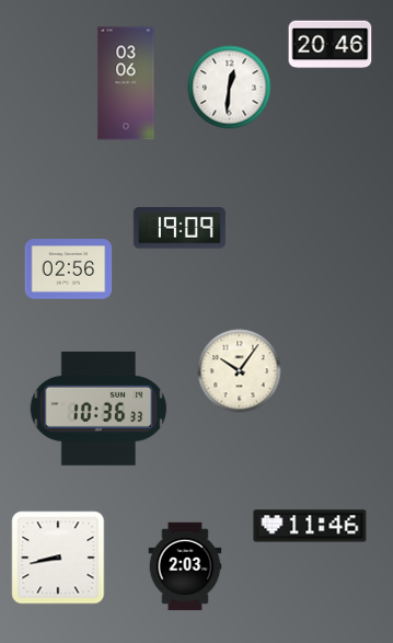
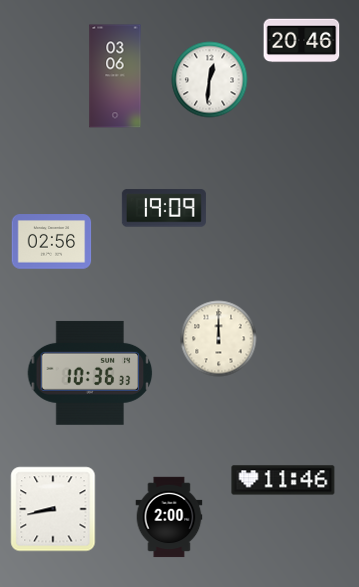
clock at (69, 269) position: (69, 269) -> (52, 242)
clock at (240, 371): 10:06 -> 12:00
clock at (185, 566): 2:03 -> 2:00
